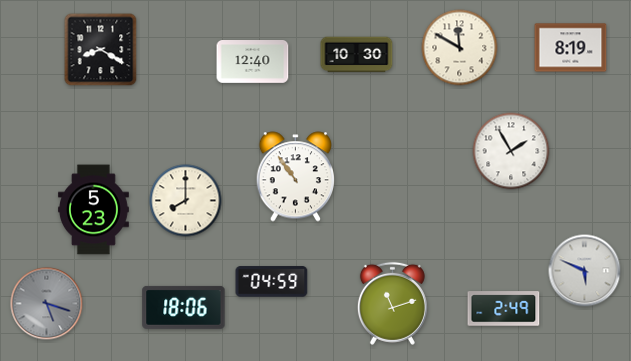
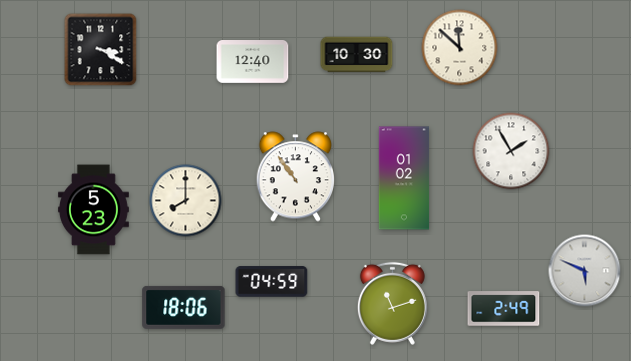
clock at (460, 48): 11:50 -> 11:52
clock at (571, 48): 8:19 -> none
clock at (101, 50): 8:20 -> 3:20
clock at (404, 178): none -> 01:02
clock at (47, 304): 5:18 -> none
